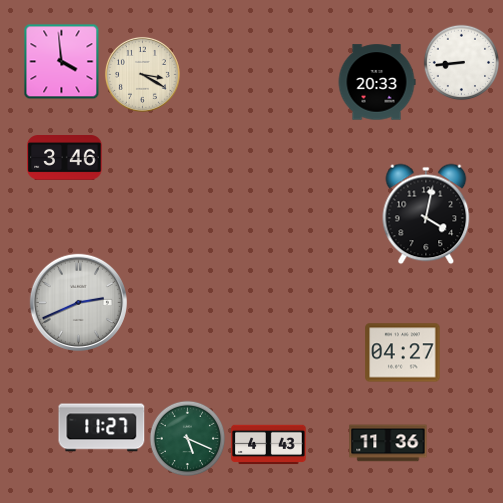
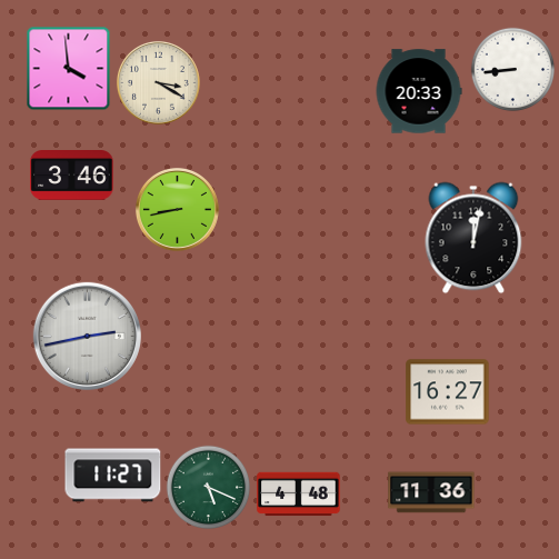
clock at (177, 209): none -> 8:43
clock at (426, 214): 4:02 -> 12:02
clock at (78, 302): 2:41 -> 2:43
clock at (403, 353): 04:27 -> 16:27
clock at (269, 445): 4:43 -> 4:48
